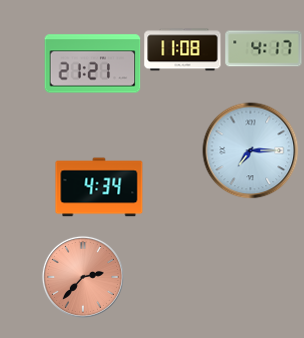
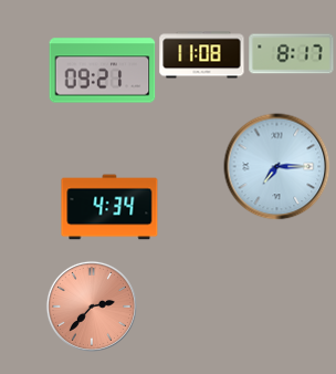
clock at (264, 49): 4:17 -> 8:17
clock at (93, 64): 21:21 -> 09:21
